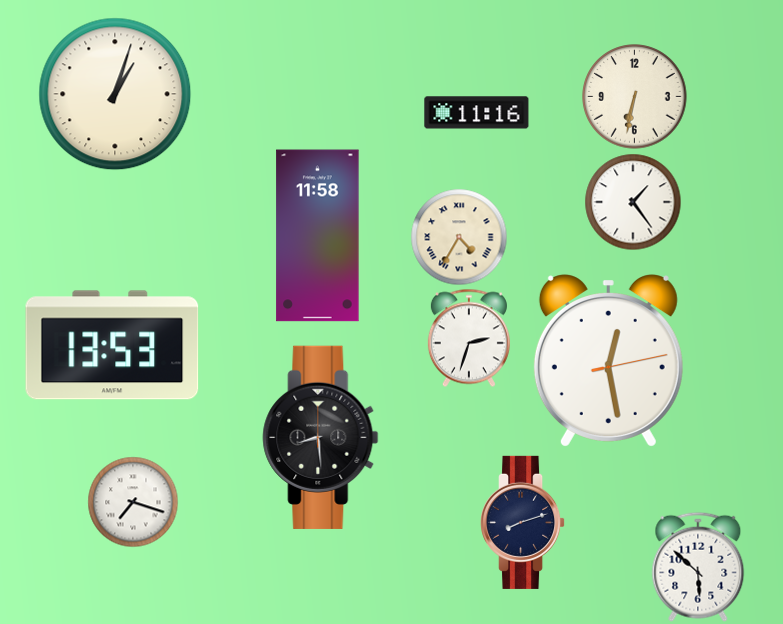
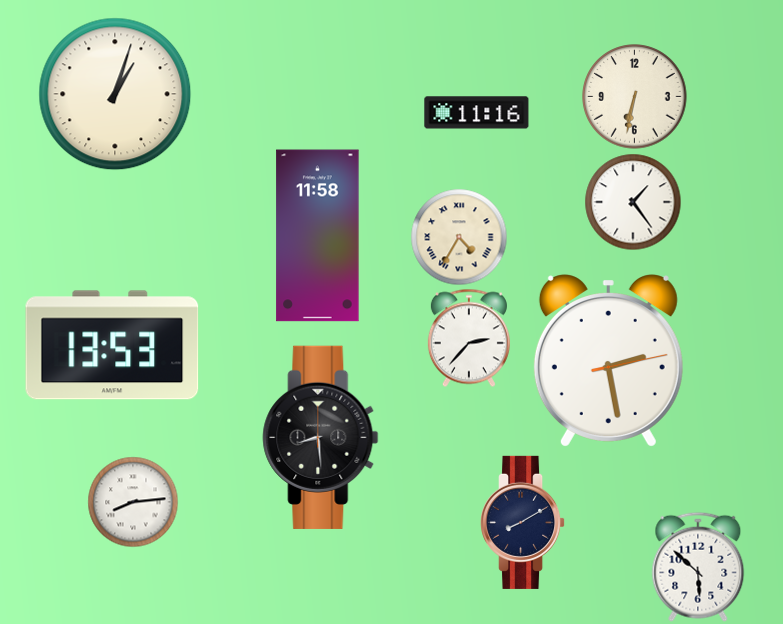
clock at (469, 338): 2:33 -> 2:37
clock at (608, 361): 12:28 -> 2:28
clock at (133, 502): 7:18 -> 8:14
clock at (523, 522): 8:12 -> 8:10
